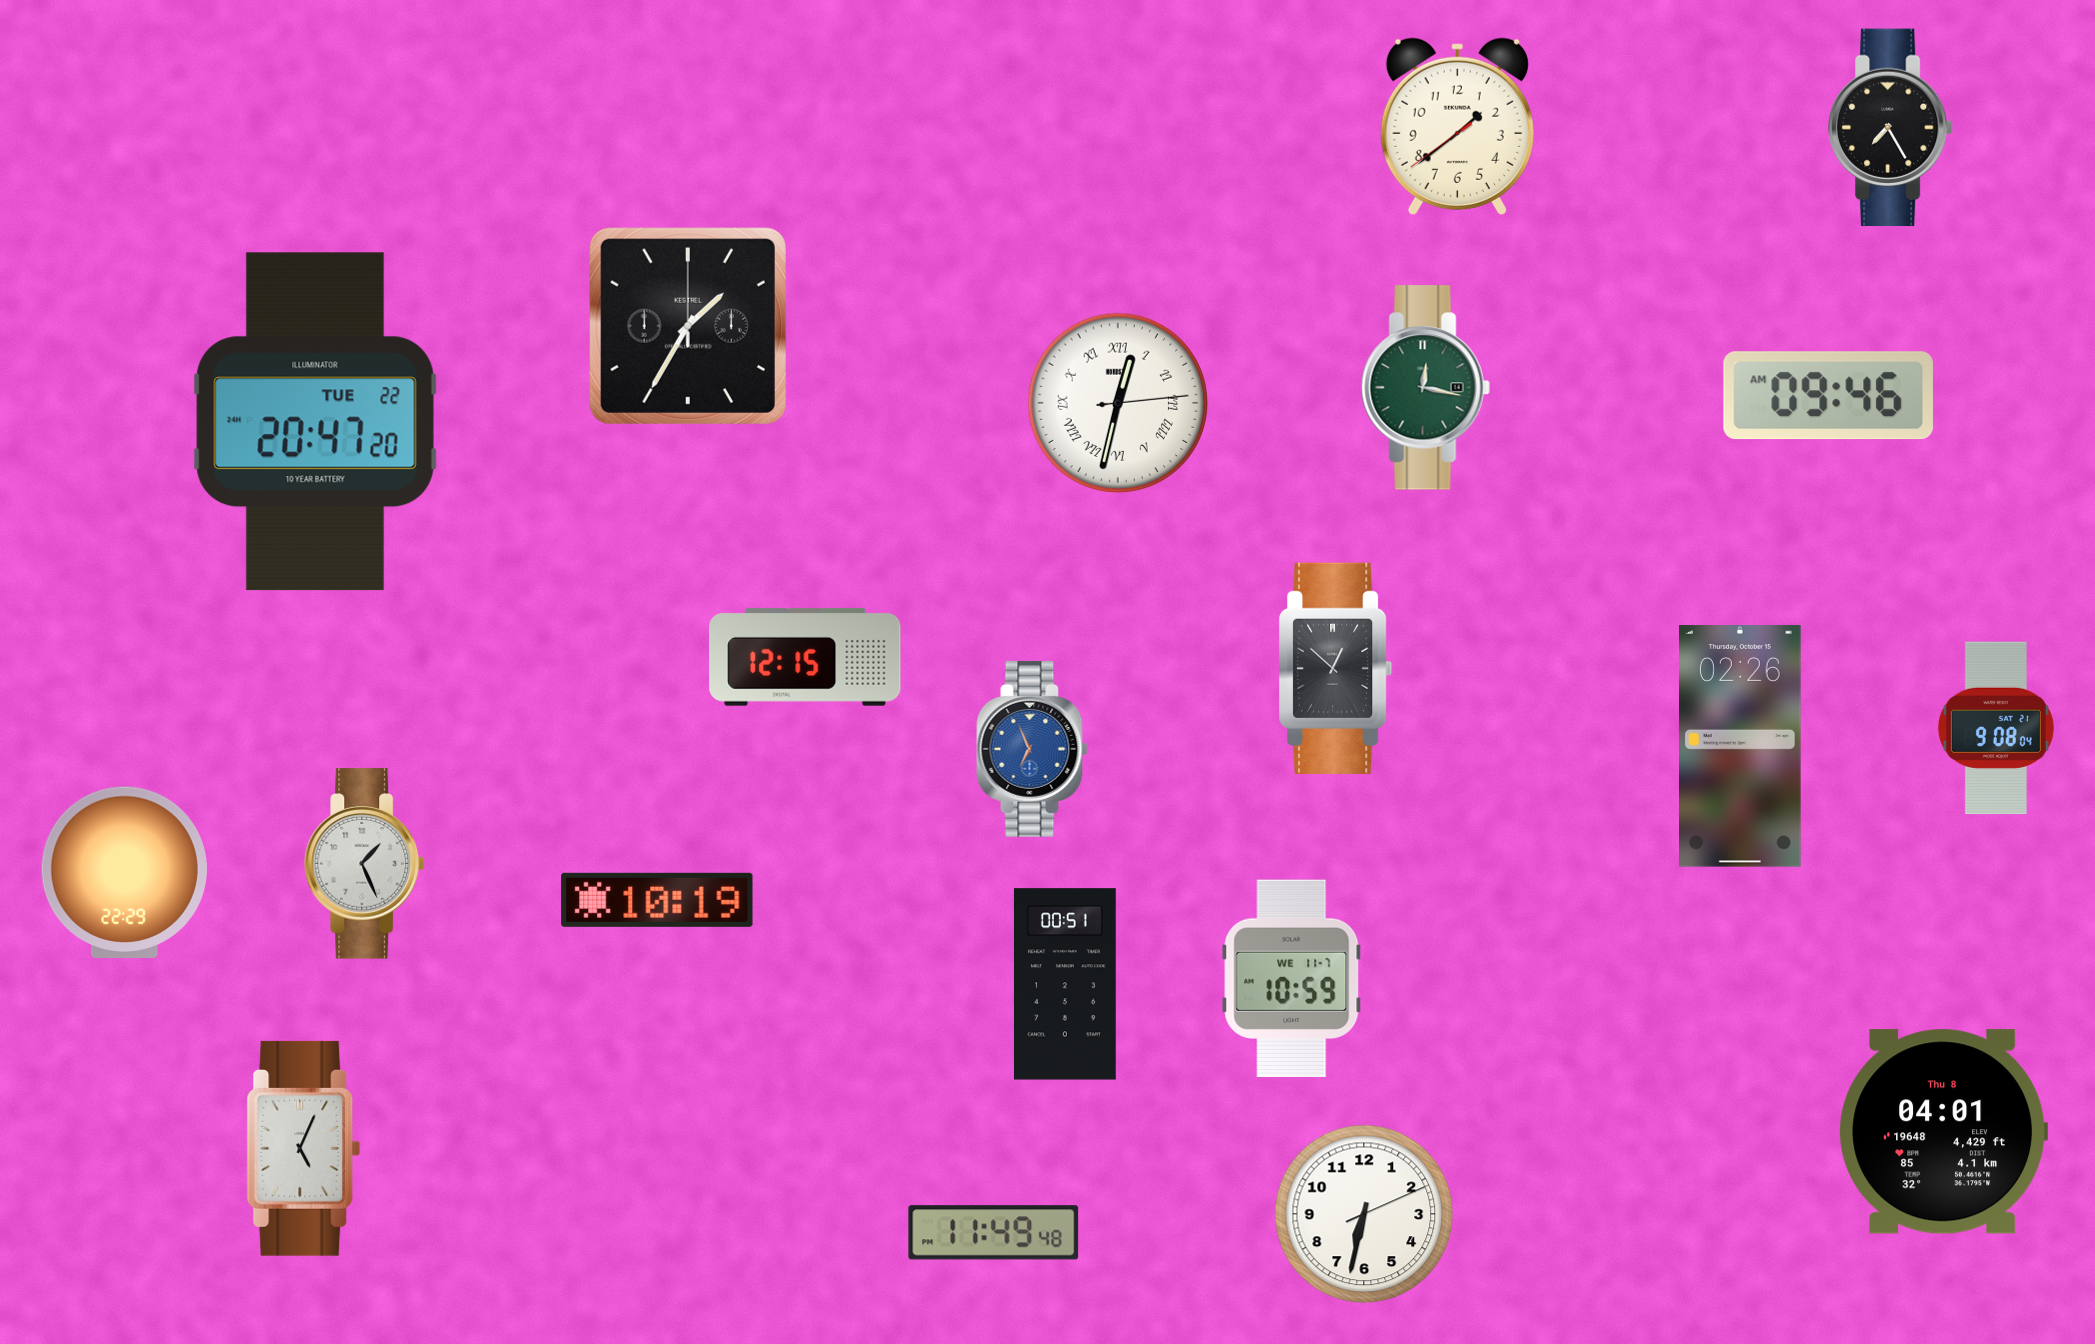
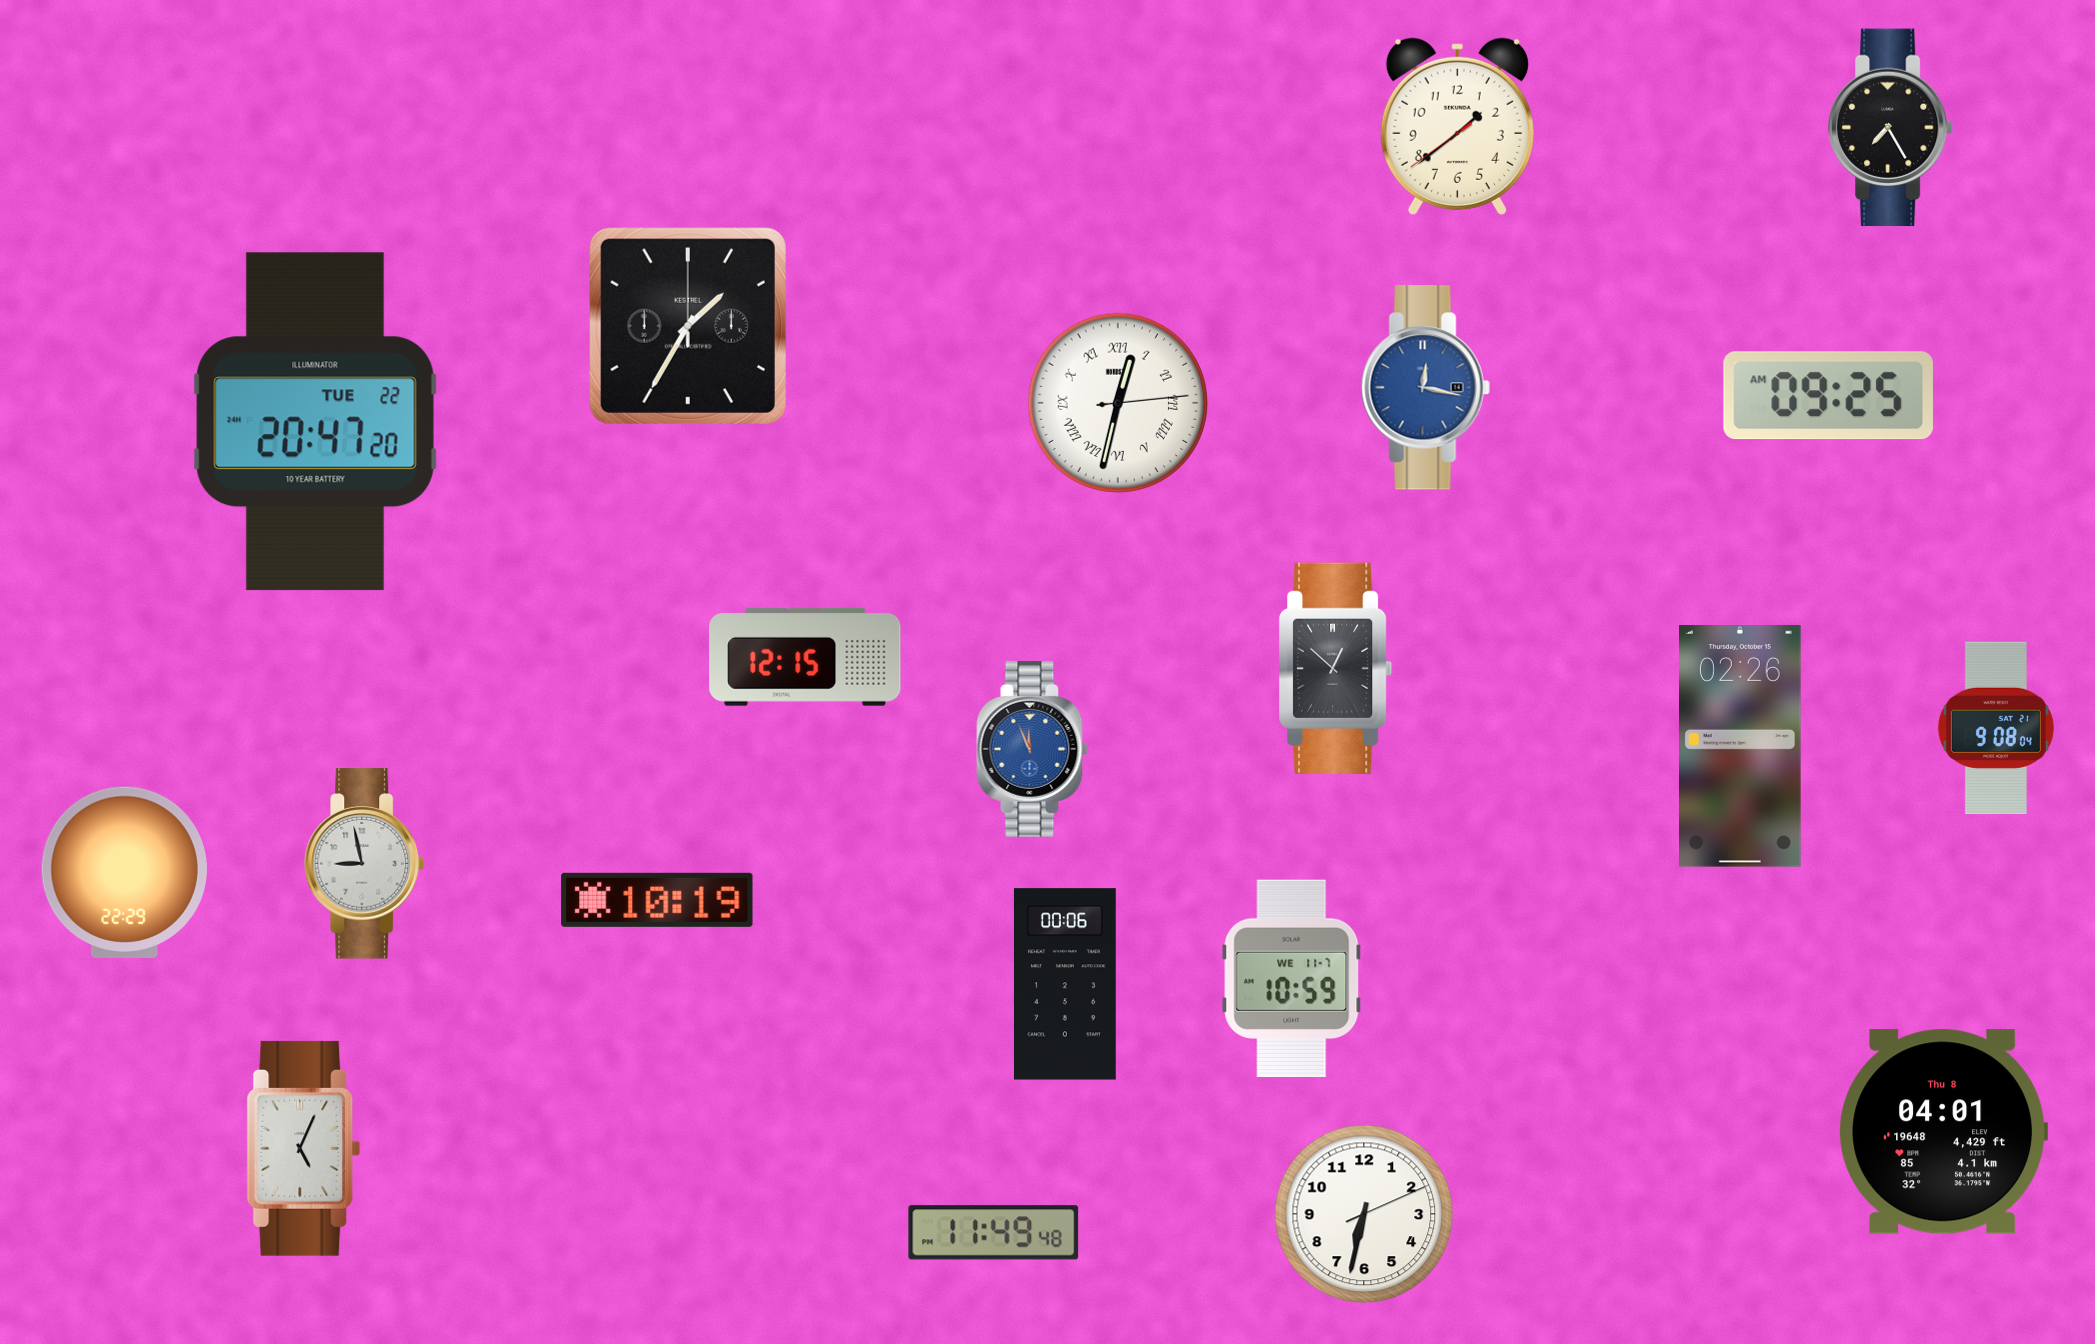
clock at (1425, 388) dial: green -> blue
clock at (1828, 396): 09:46 -> 09:25
clock at (1032, 749): 6:56 -> 11:56
clock at (365, 864): 1:26 -> 8:58
clock at (1065, 984): 00:51 -> 00:06
